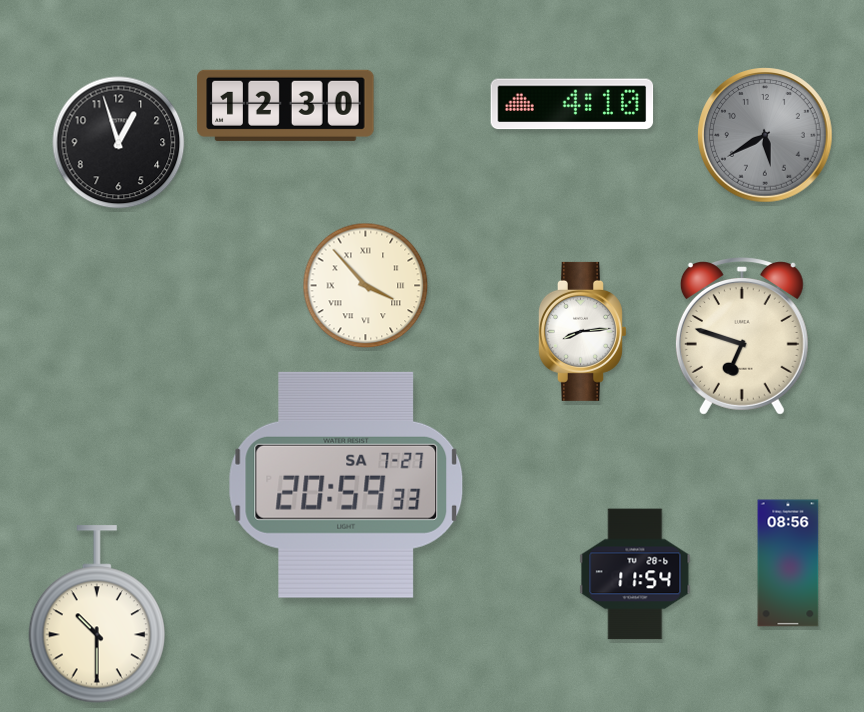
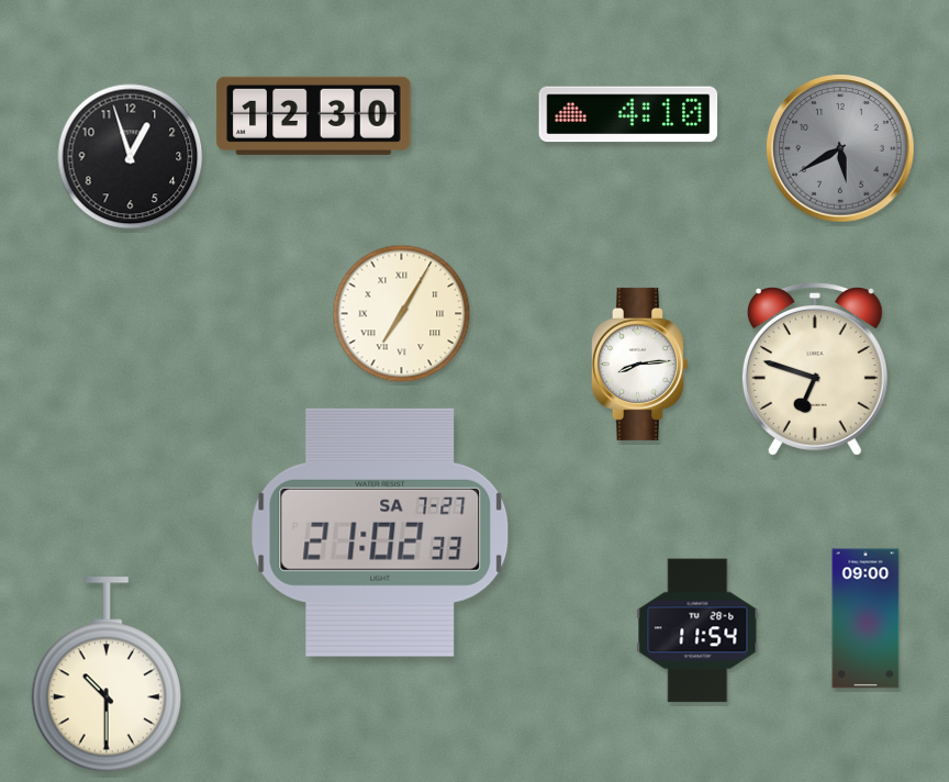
clock at (366, 286): 3:53 -> 7:05
clock at (346, 485): 20:59 -> 21:02
clock at (788, 563): 08:56 -> 09:00
